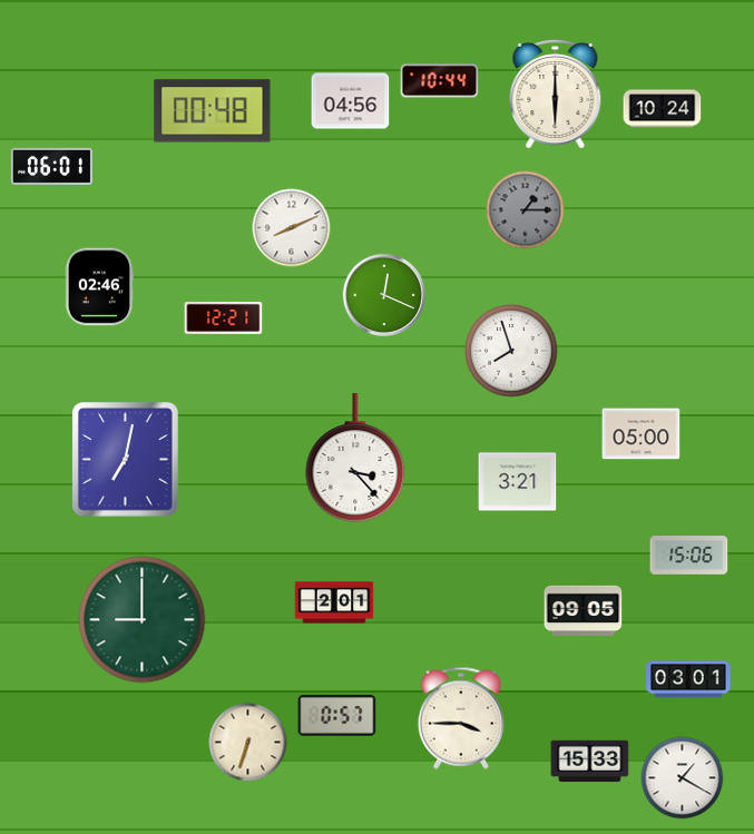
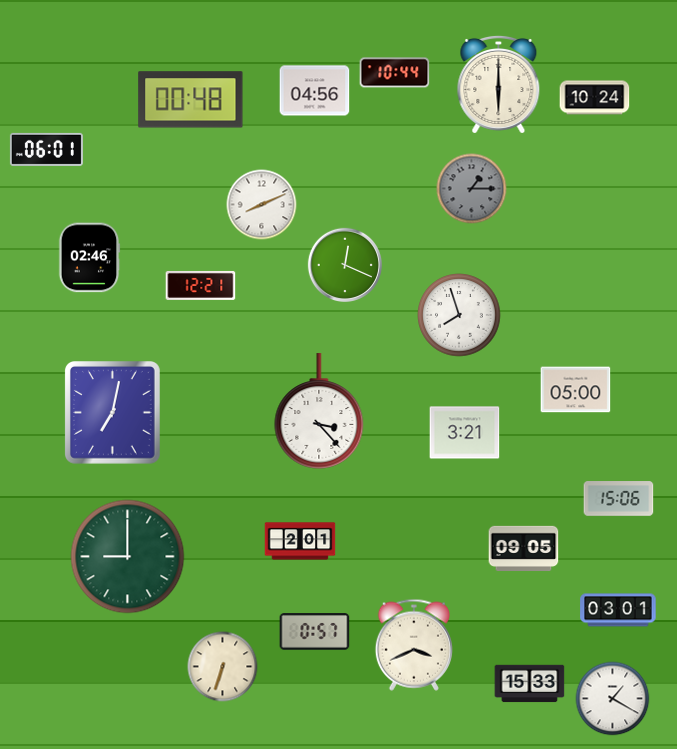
clock at (337, 716) position: (337, 716) -> (315, 632)
clock at (461, 718): 3:45 -> 3:41
